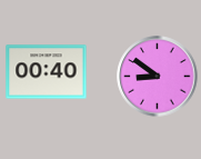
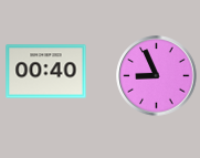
clock at (158, 77): 8:51 -> 8:56
